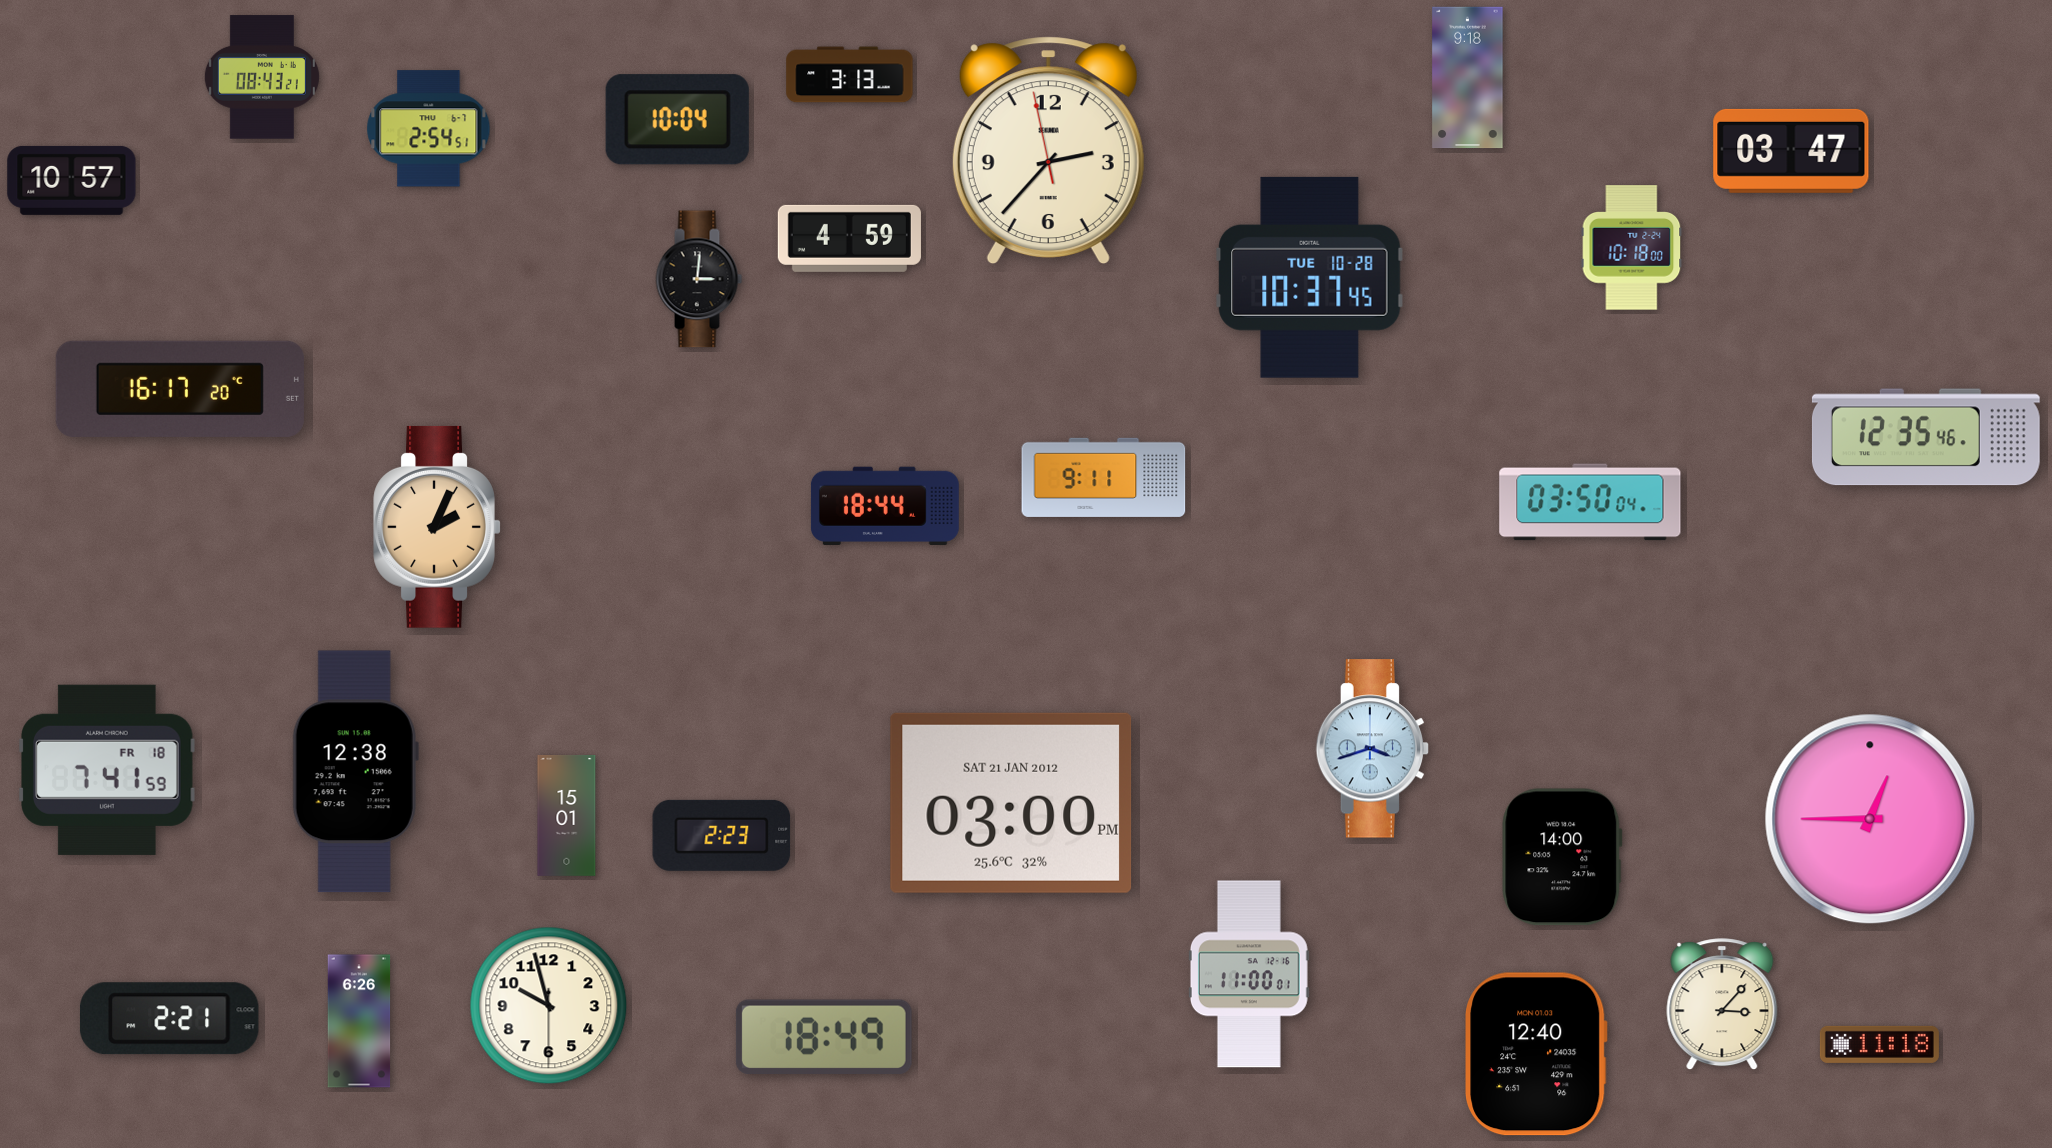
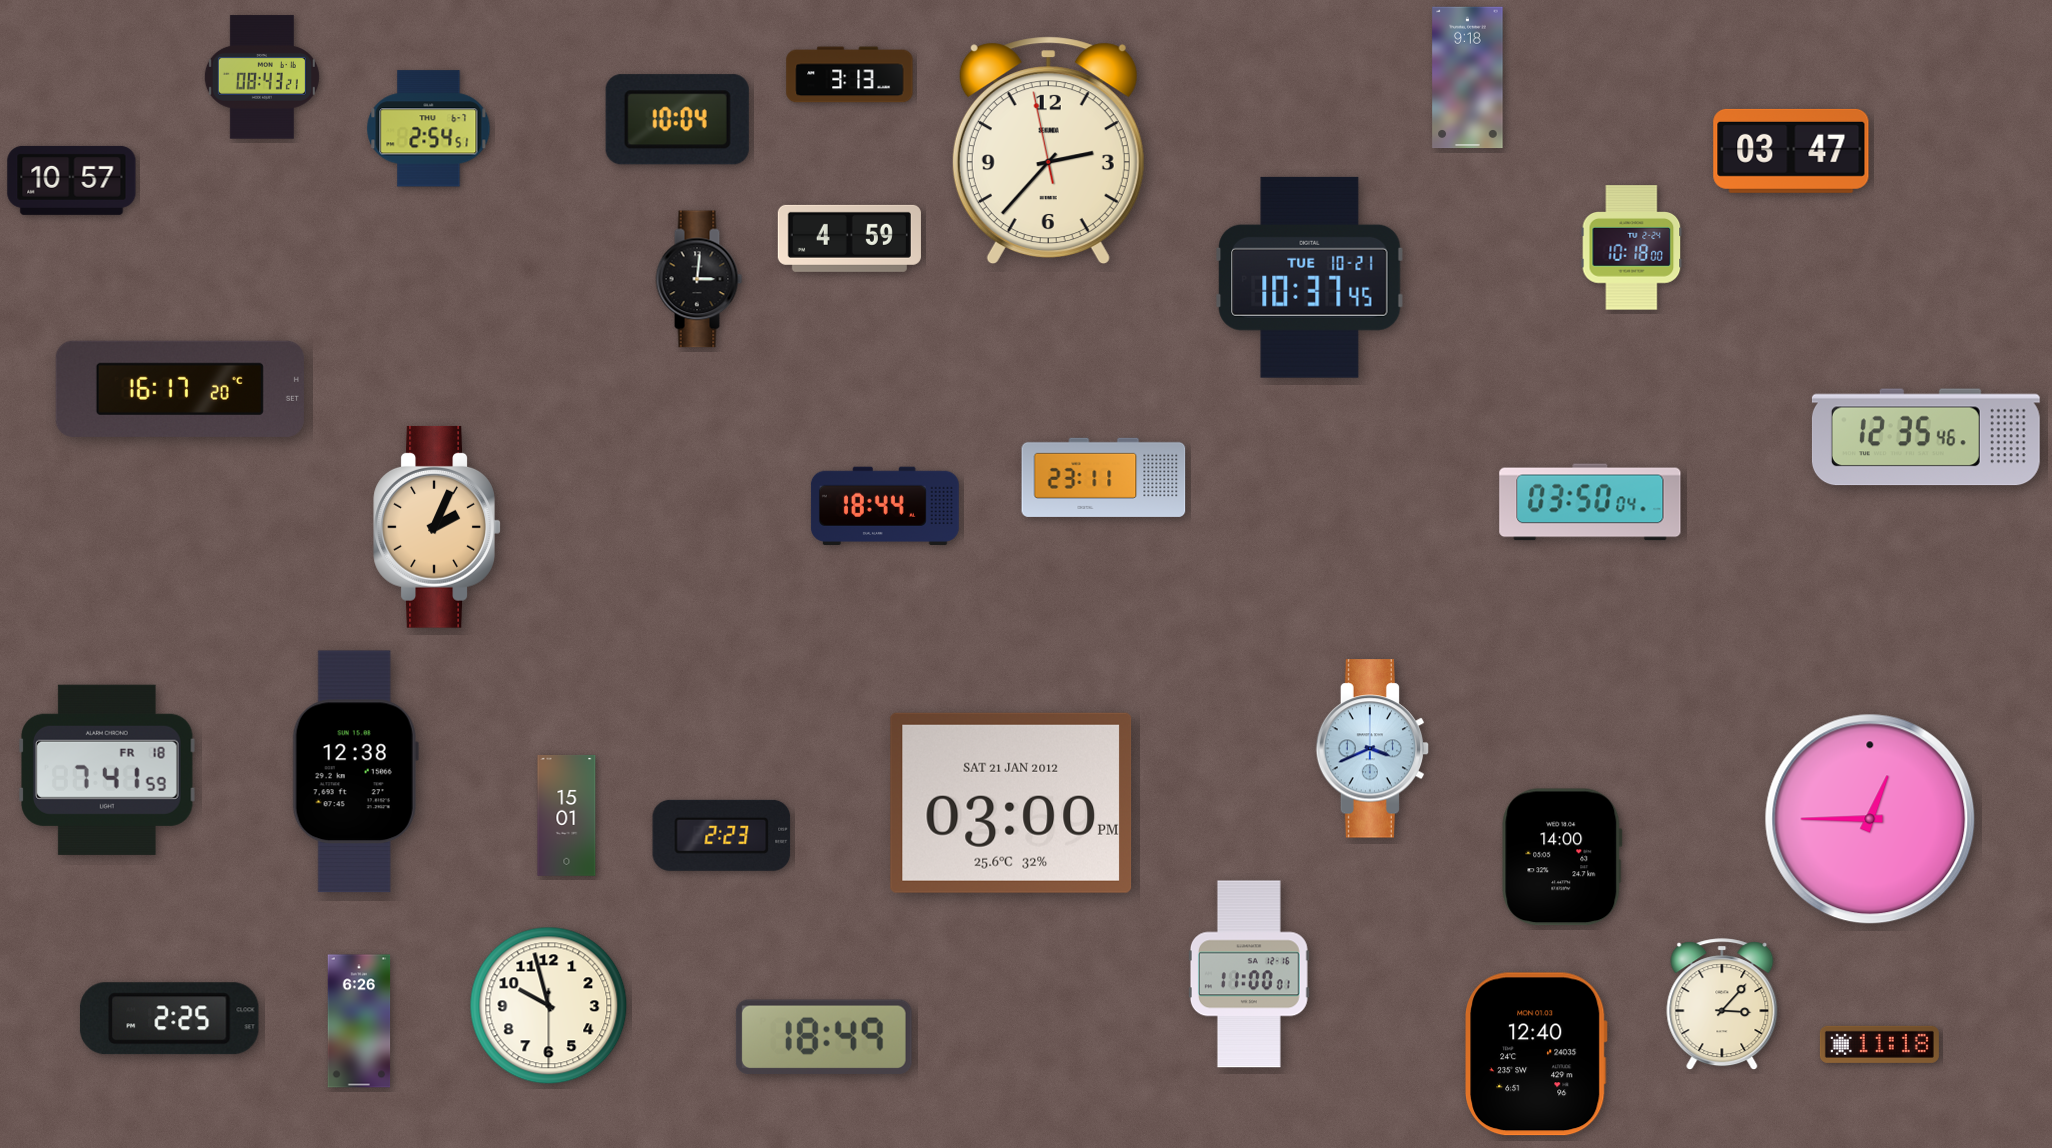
clock at (1310, 277) date: TUE 10-28 -> TUE 10-21
clock at (1104, 477): 9:11 -> 23:11
clock at (1373, 749): 3:42 -> 3:41
clock at (169, 1019): 2:21 -> 2:25
